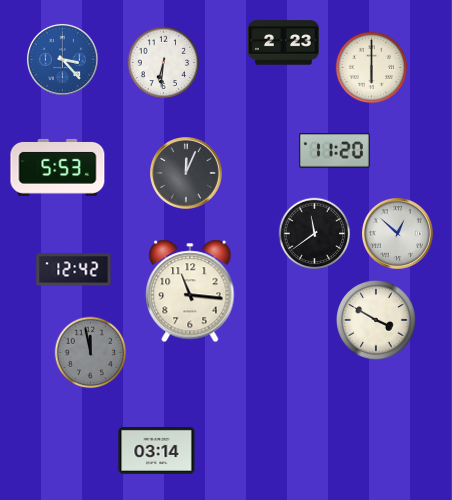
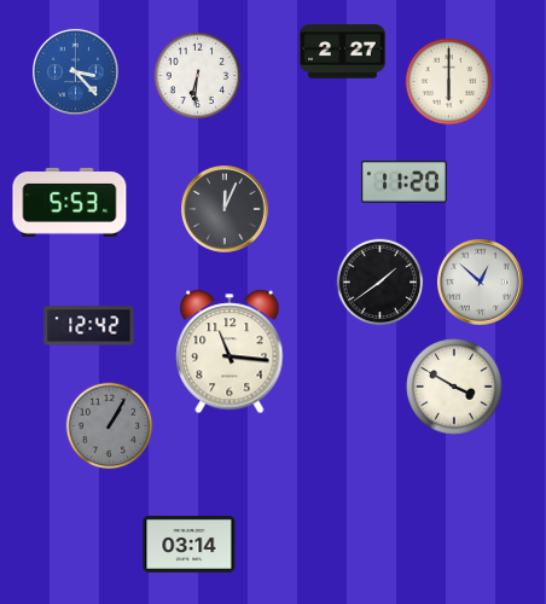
clock at (283, 43): 2:23 -> 2:27
clock at (315, 234): 11:39 -> 1:39
clock at (91, 353): 11:58 -> 1:05
